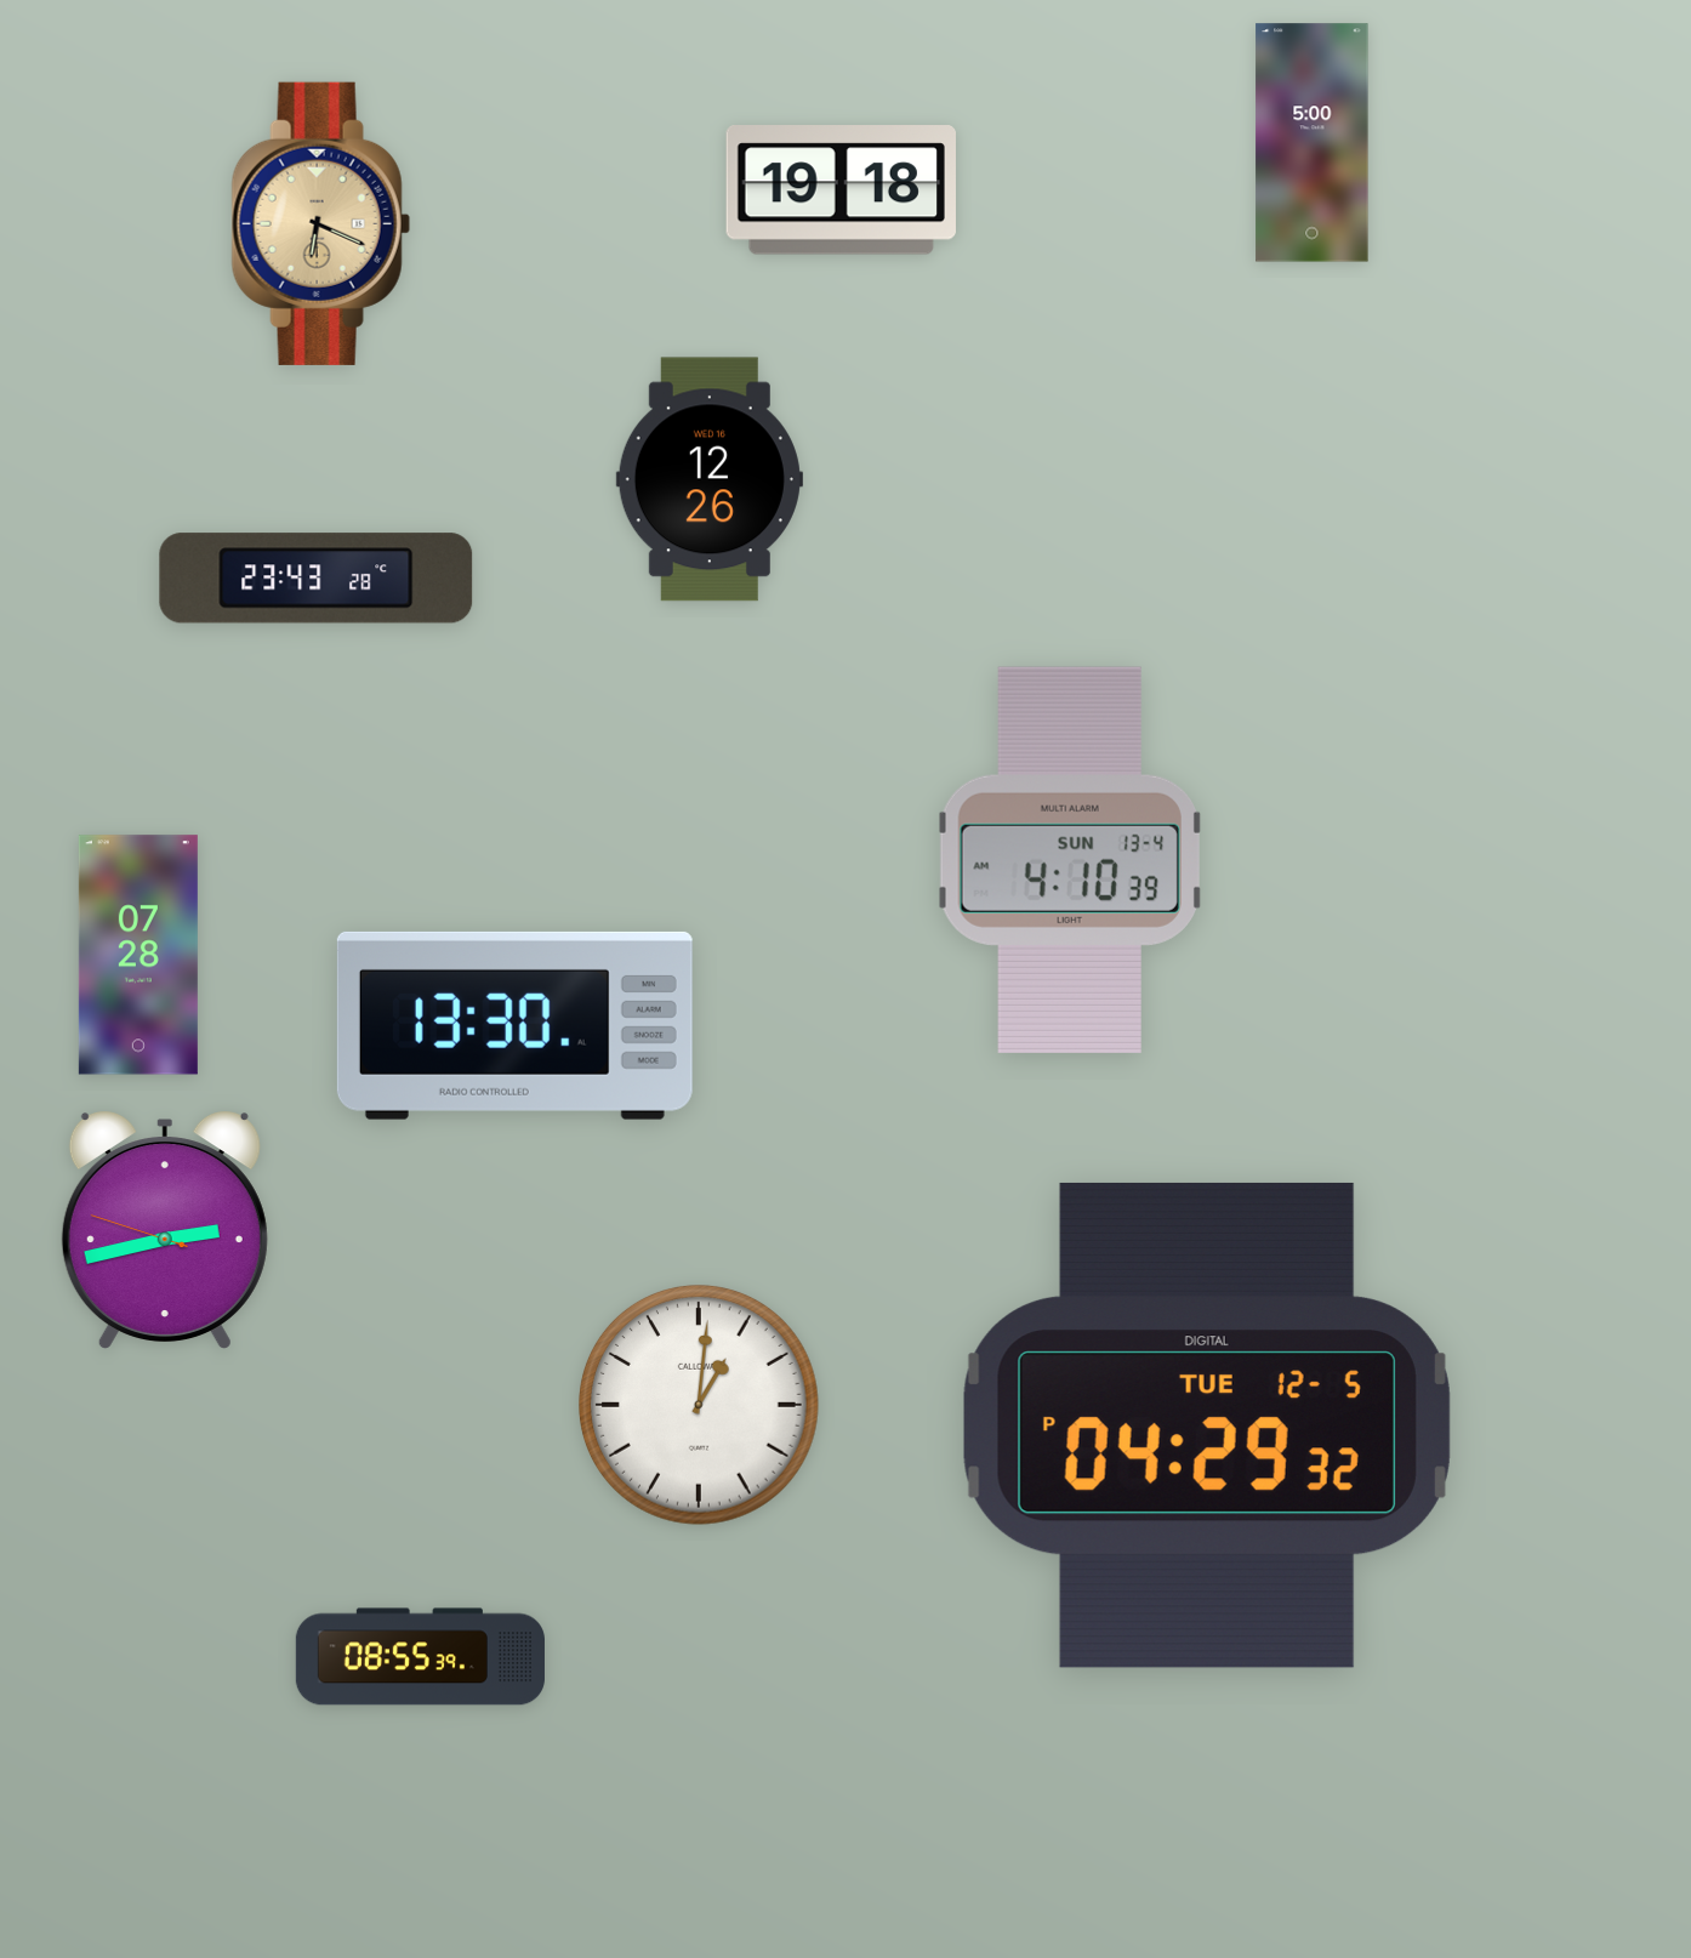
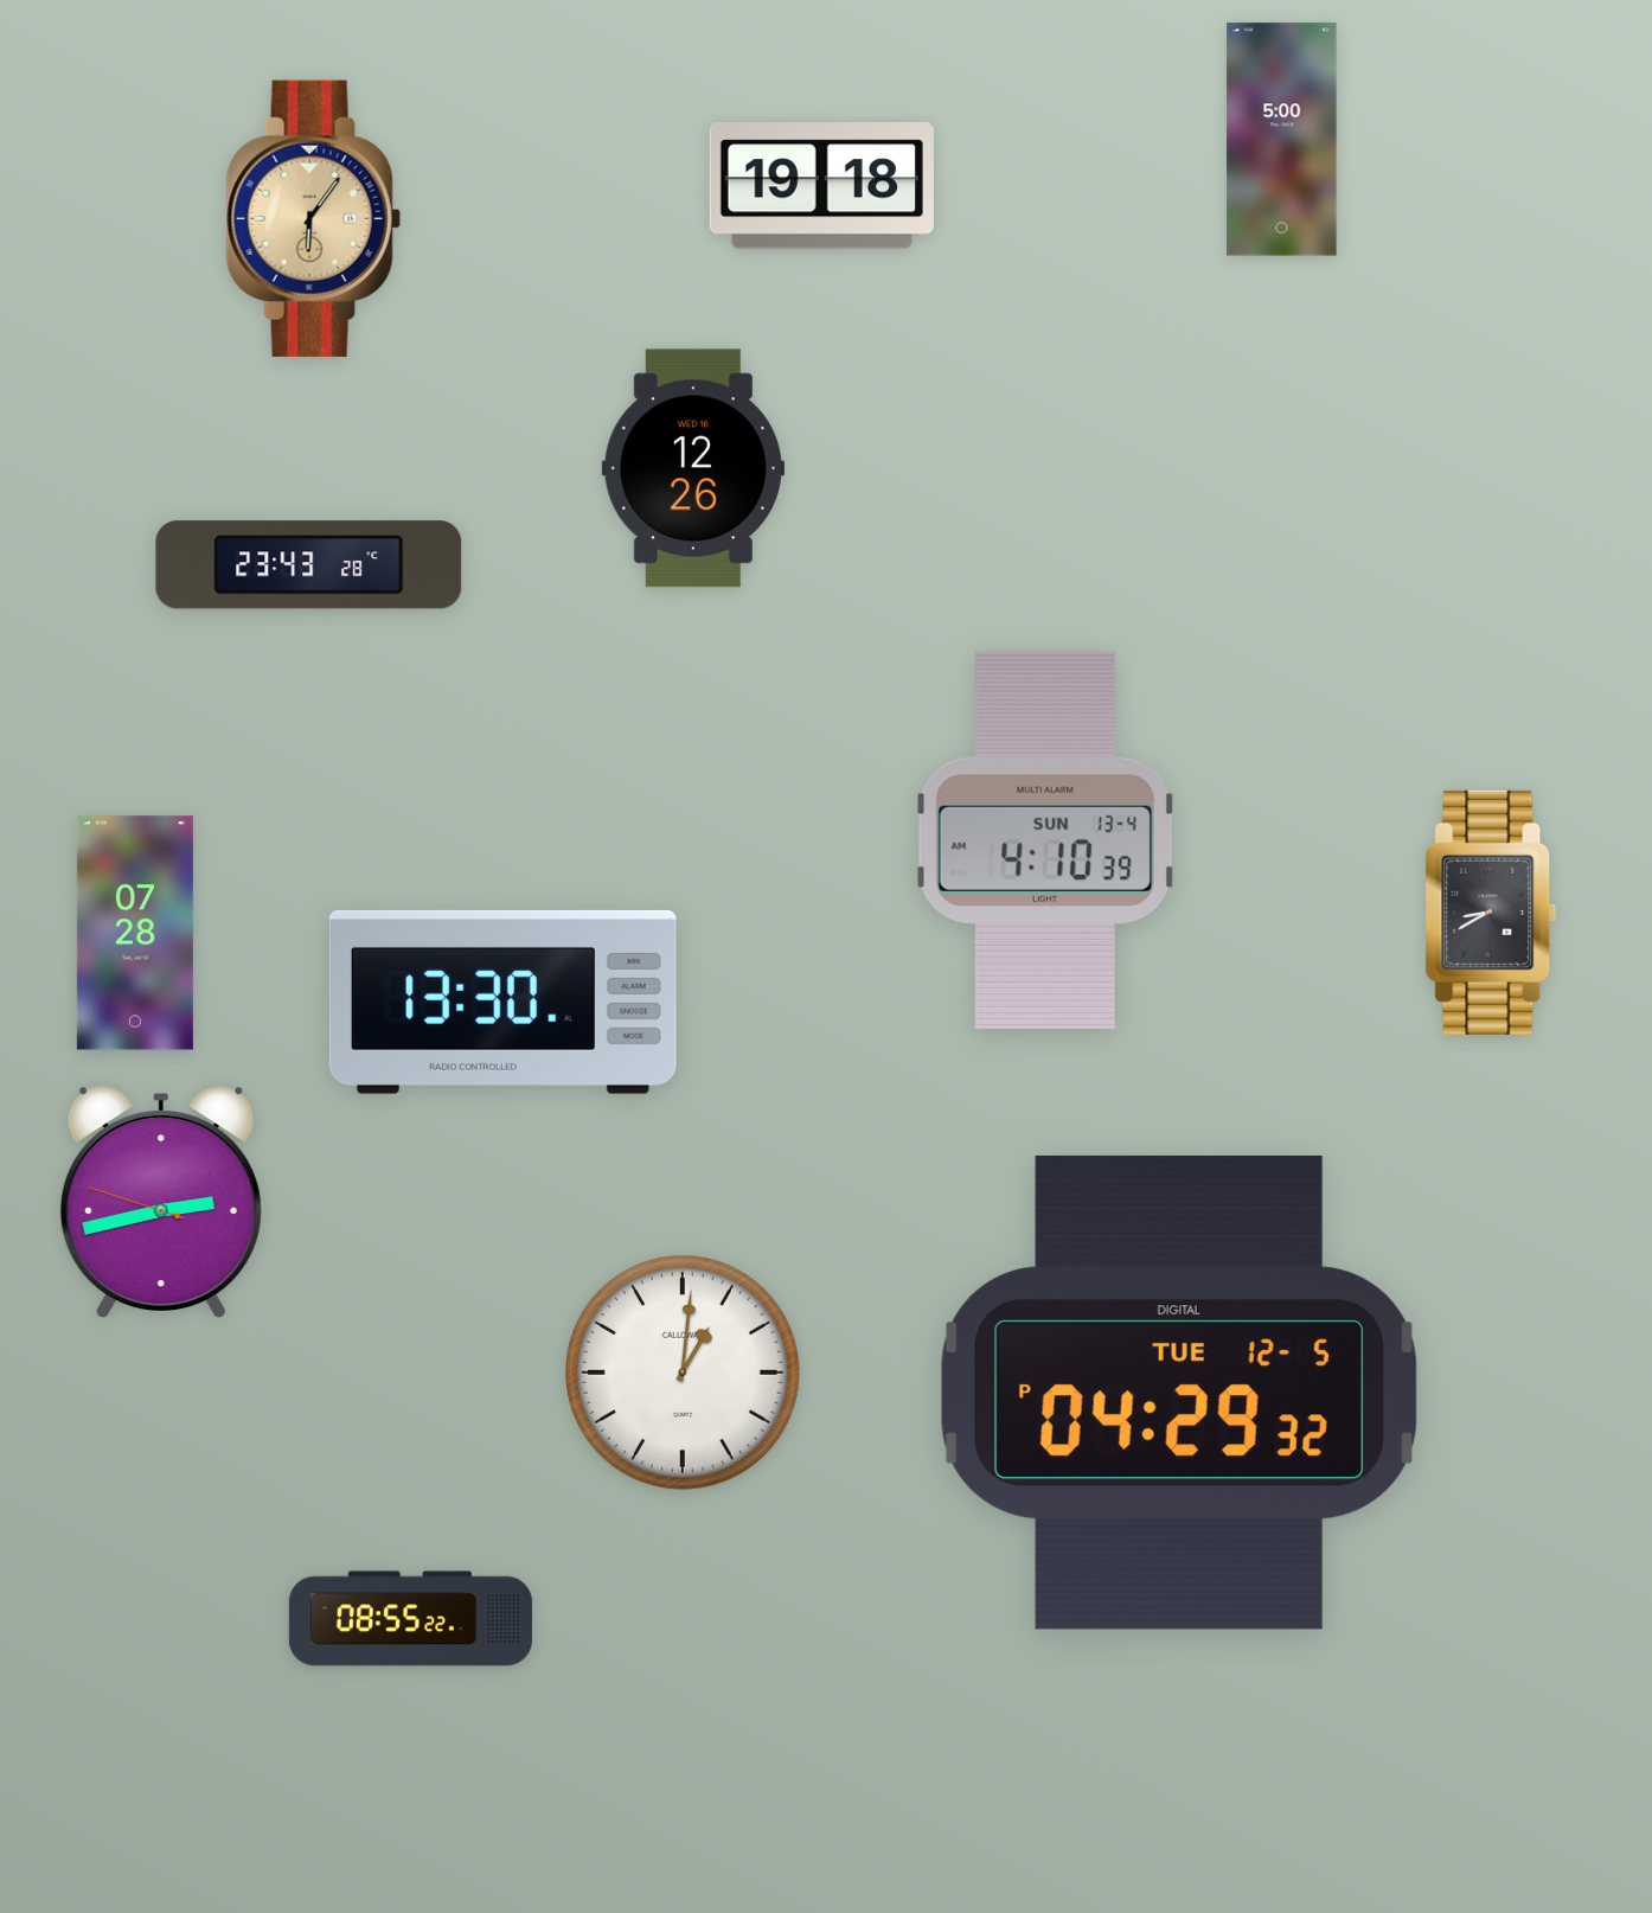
clock at (320, 223): 6:19 -> 6:06
clock at (1491, 913): none -> 8:40
clock at (420, 1657): 08:55:39 -> 08:55:22
